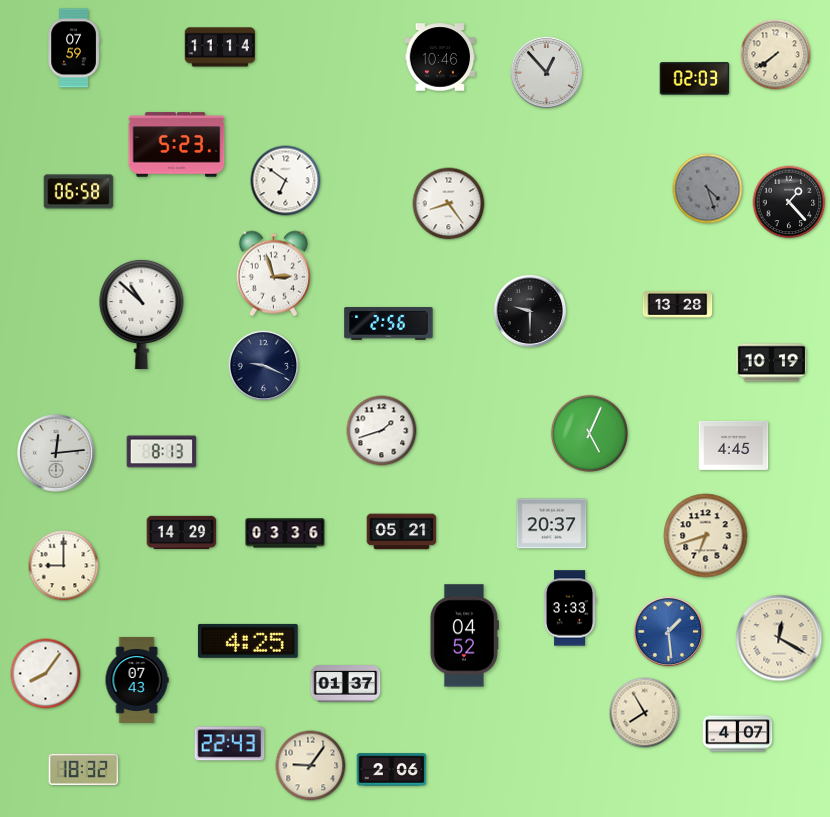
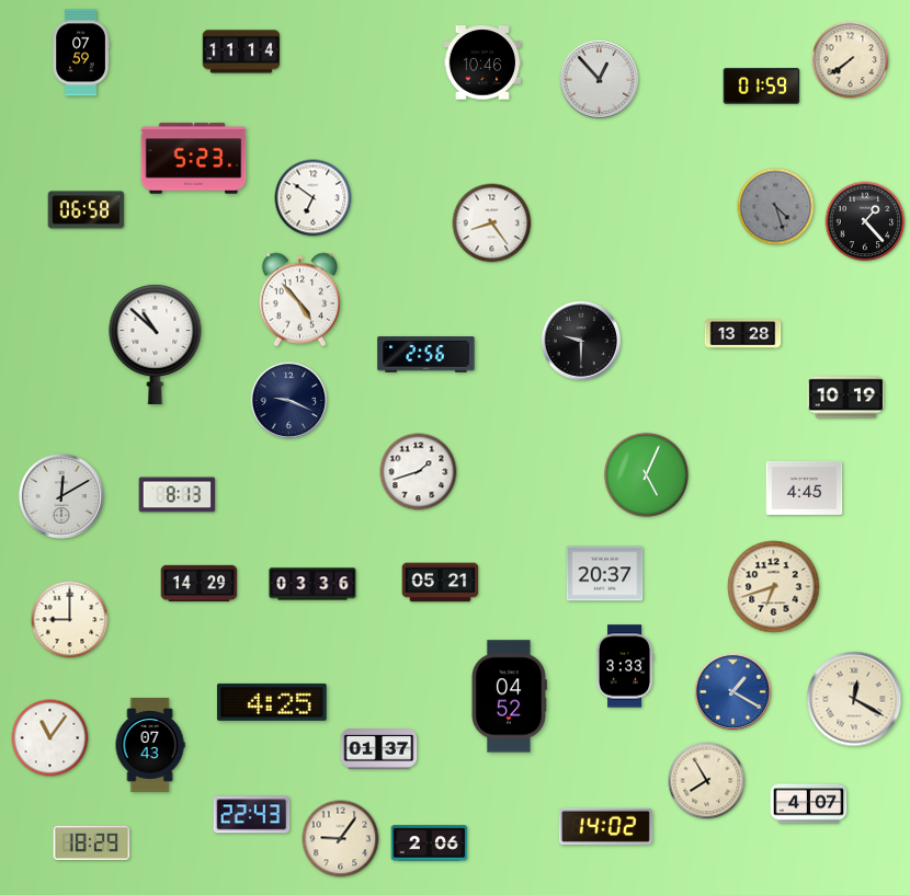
clock at (695, 79): 02:03 -> 01:59
clock at (273, 274): 2:57 -> 4:53
clock at (56, 453): 12:14 -> 12:10
clock at (669, 632): 1:29 -> 1:20
clock at (46, 674): 8:06 -> 11:06
clock at (605, 826): none -> 14:02
clock at (84, 769): 18:32 -> 18:29
